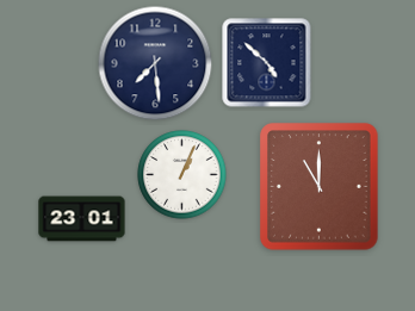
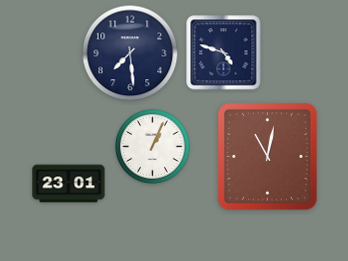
clock at (267, 63): 4:52 -> 4:48
clock at (320, 187): 11:00 -> 11:02
